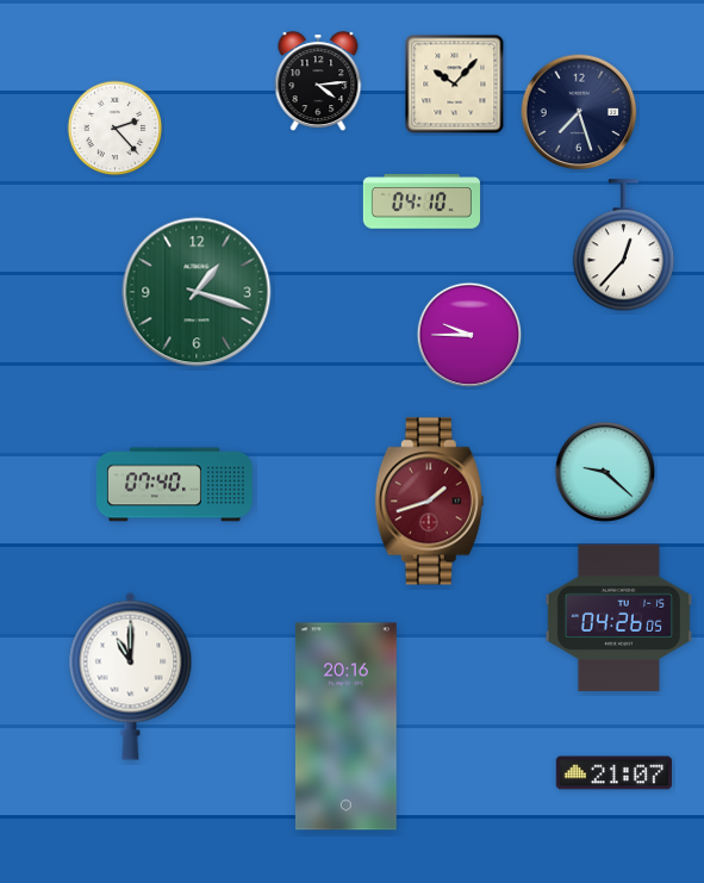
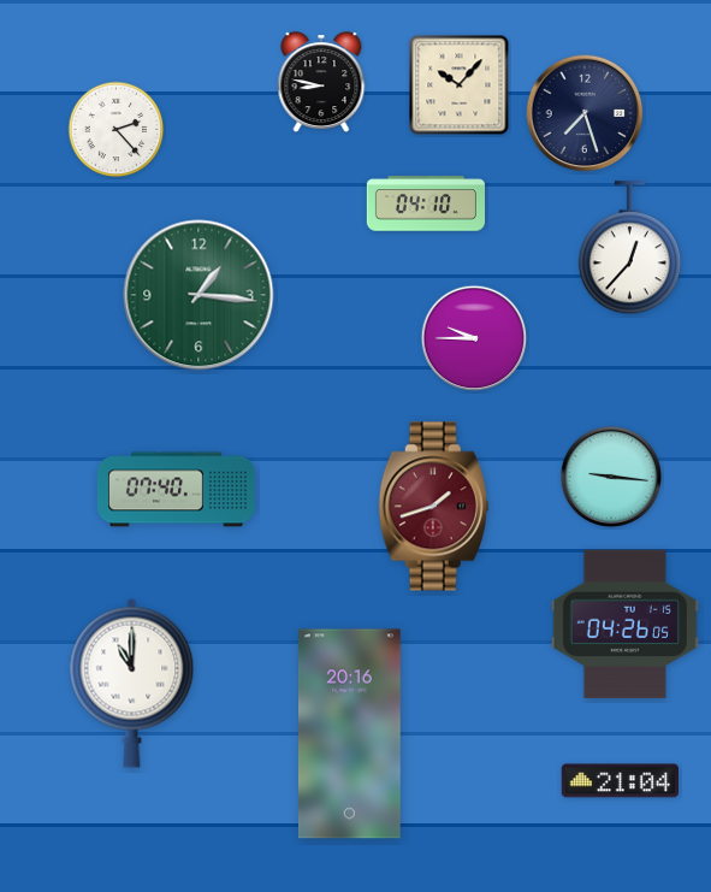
clock at (318, 82): 4:14 -> 8:47
clock at (197, 292): 1:18 -> 1:16
clock at (605, 472): 9:22 -> 9:16
clock at (613, 773): 21:07 -> 21:04
